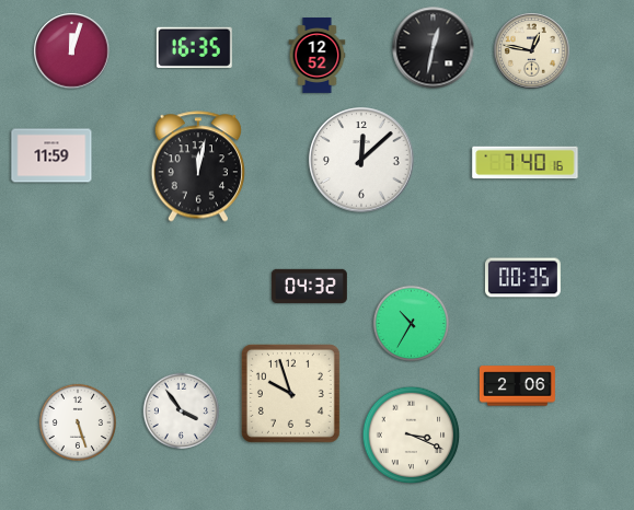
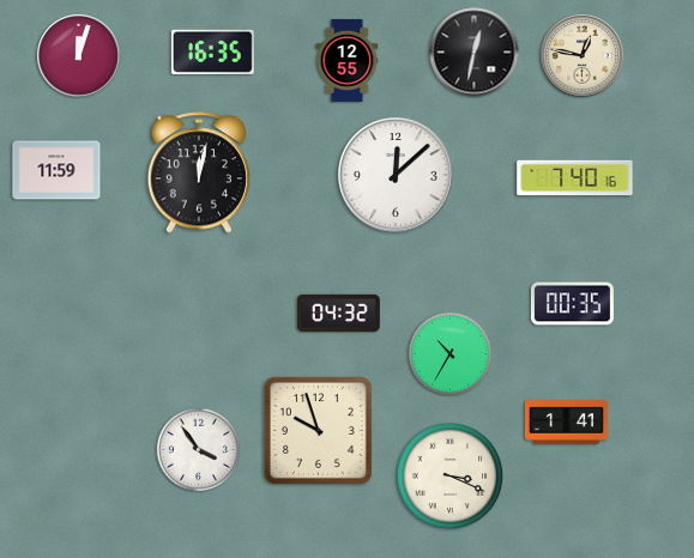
clock at (318, 56): 12:52 -> 12:55
clock at (197, 166) position: (197, 166) -> (198, 172)
clock at (517, 386): 2:06 -> 1:41
clock at (78, 422): 5:27 -> none
